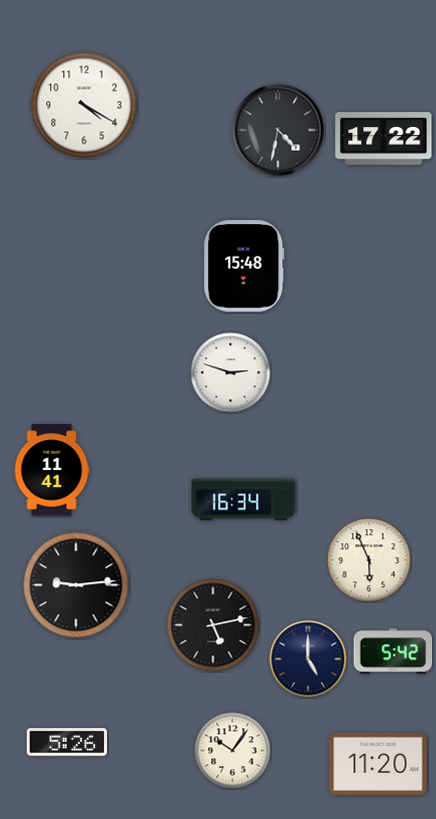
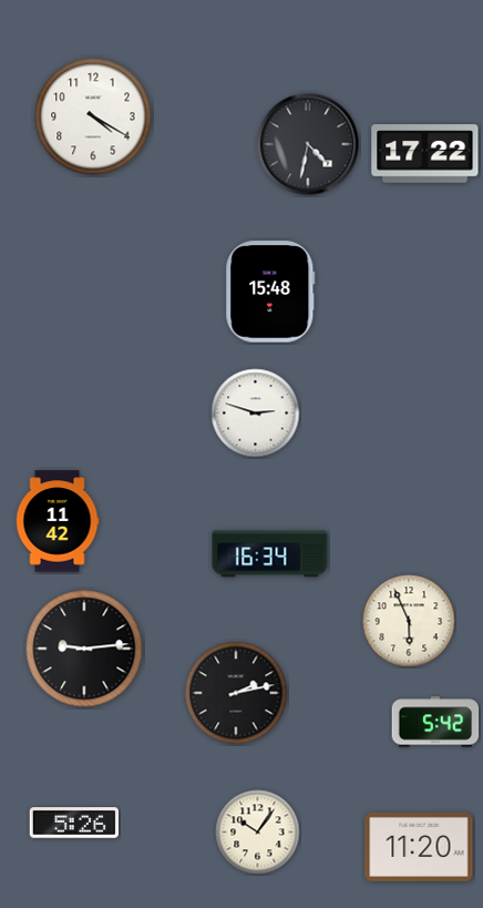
clock at (244, 266) position: (244, 266) -> (270, 292)
clock at (52, 470): 11:41 -> 11:42
clock at (213, 625): 5:13 -> 2:13
clock at (308, 659): 5:00 -> none
